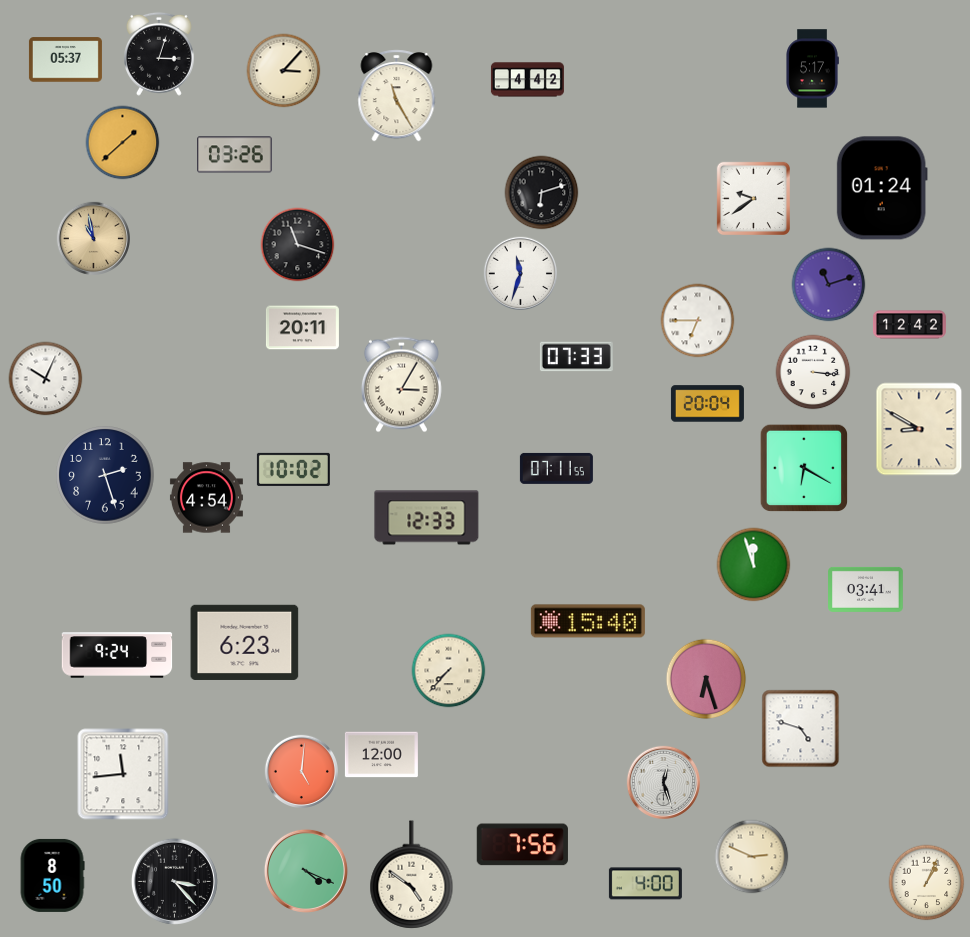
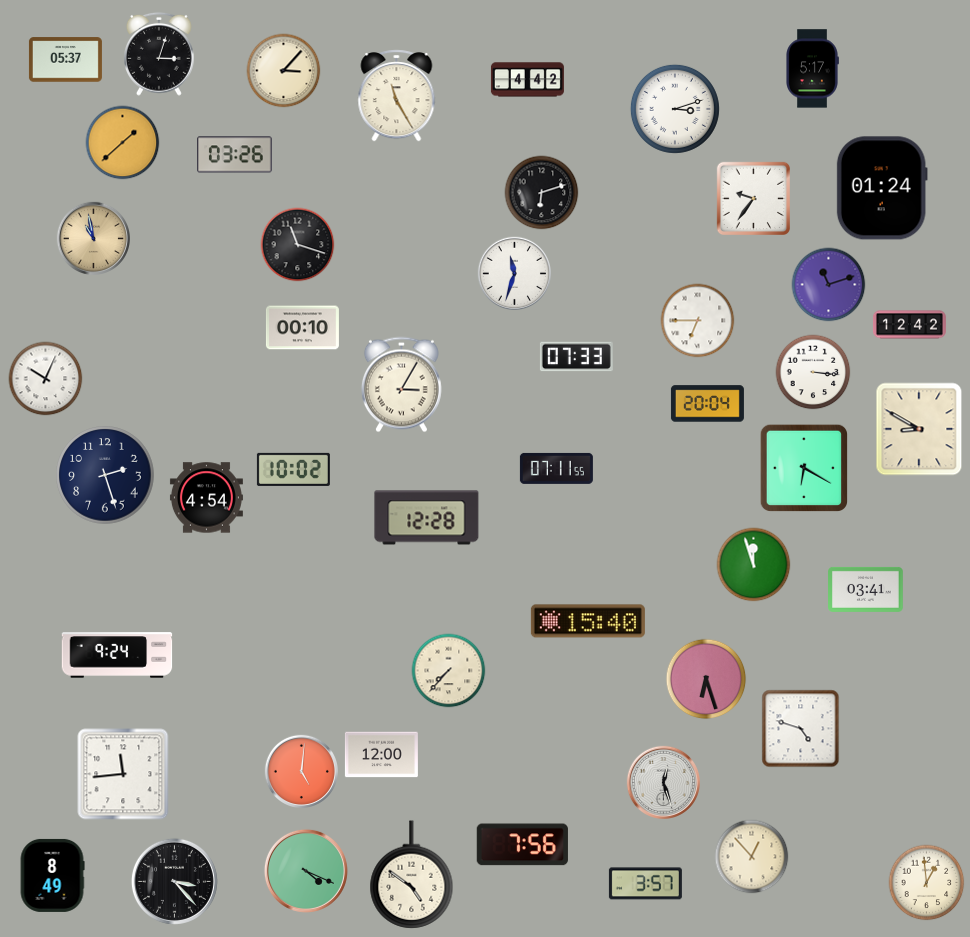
clock at (675, 109): none -> 3:12
clock at (754, 198): 9:39 -> 9:36
clock at (520, 273) position: (520, 273) -> (514, 273)
clock at (302, 328): 20:11 -> 00:10
clock at (427, 518): 12:33 -> 12:28
clock at (245, 642): 6:23 -> none
clock at (752, 857): 2:49 -> 12:53
clock at (52, 875): 8:50 -> 8:49
clock at (927, 883): 1:04 -> 12:59
clock at (645, 884): 4:00 -> 3:57
